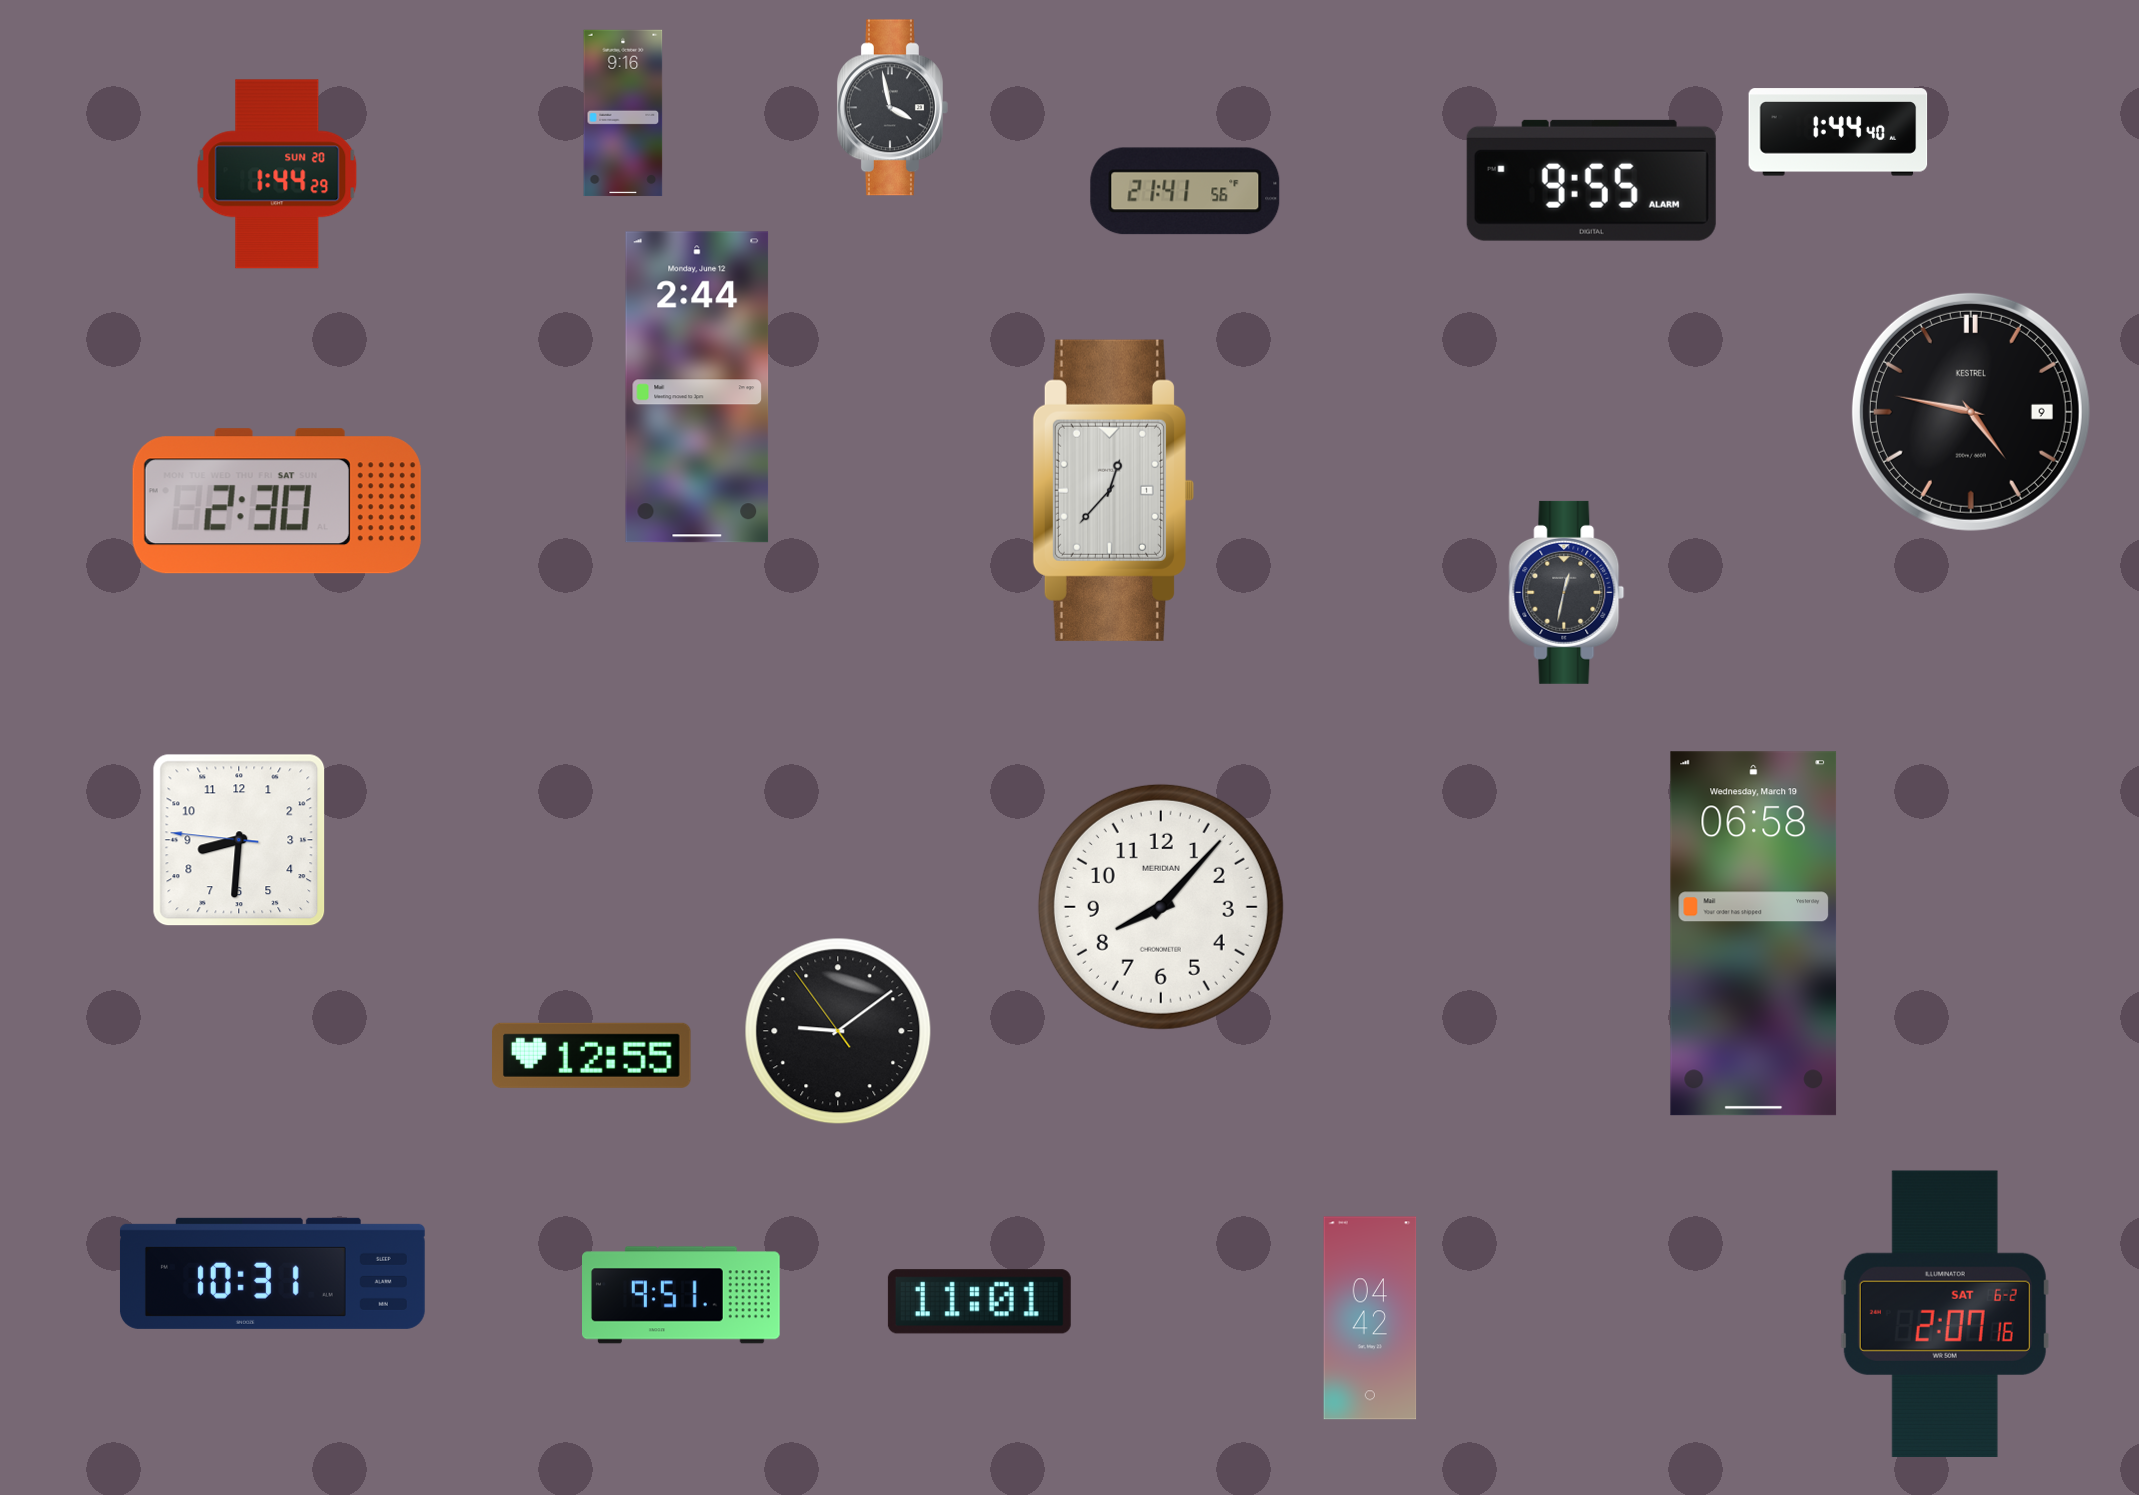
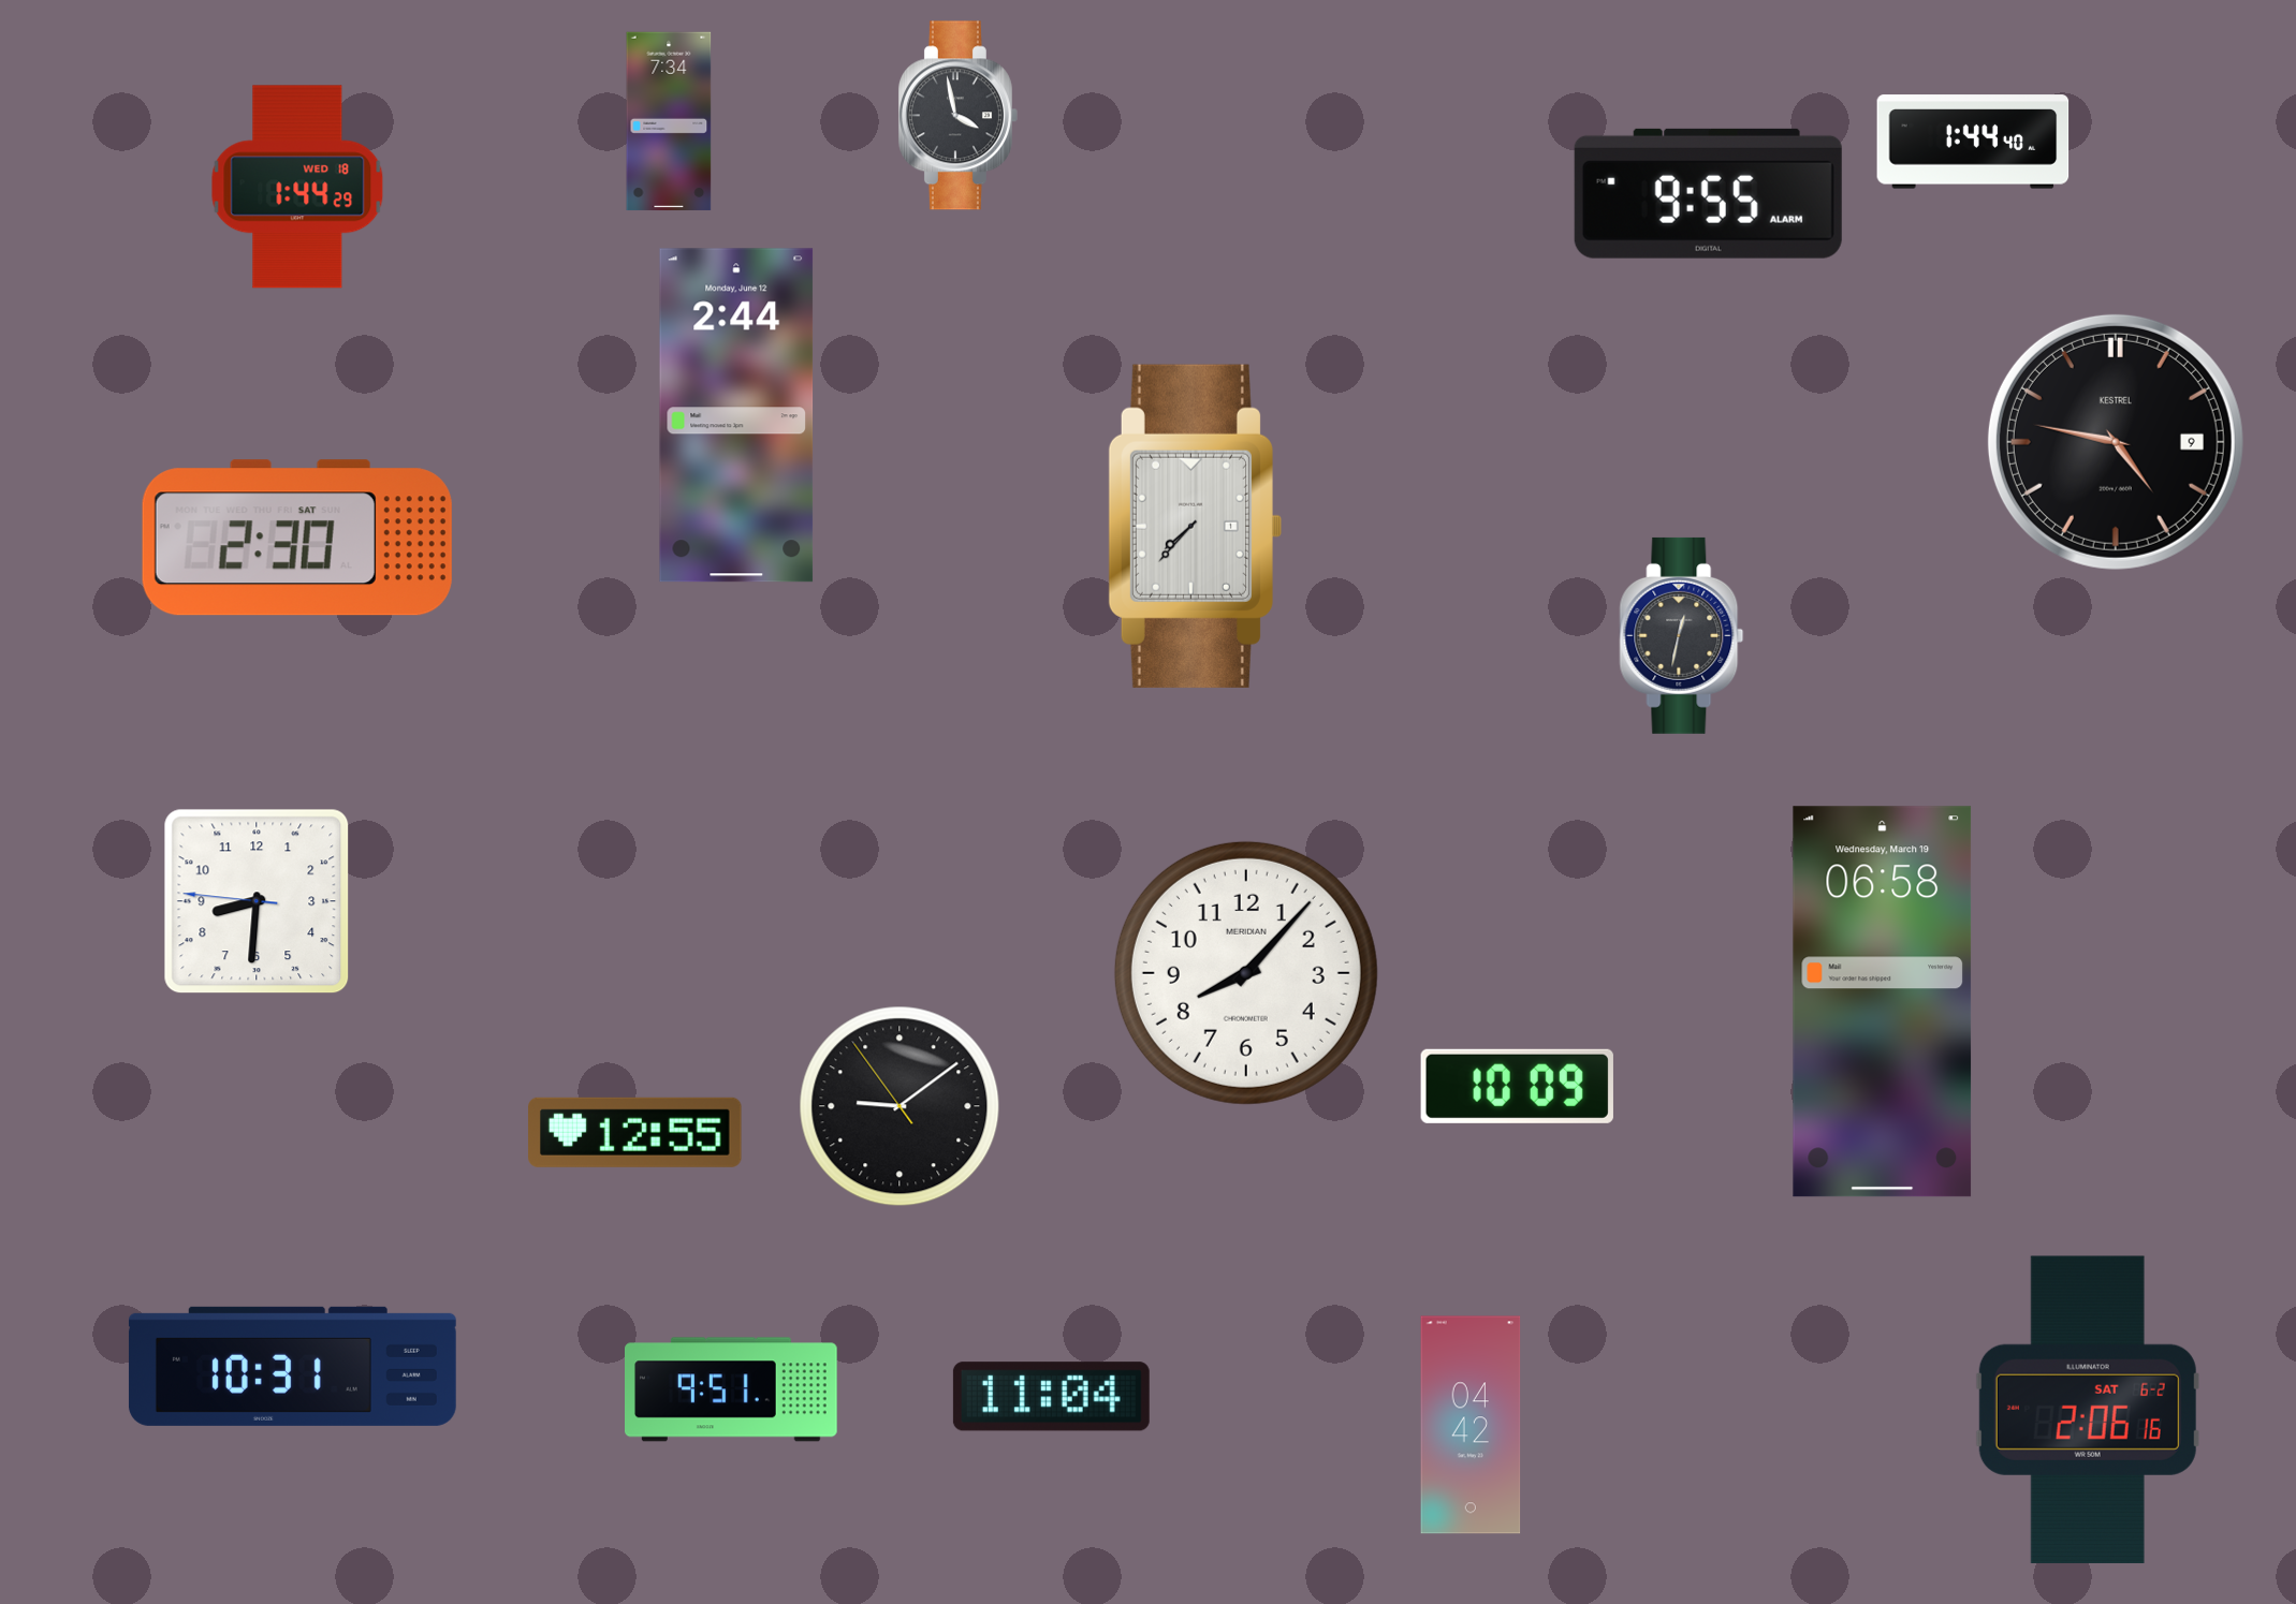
clock at (623, 113): 9:16 -> 7:34
clock at (277, 174) date: SUN 20 -> WED 18
clock at (1185, 191): 21:41 -> none
clock at (697, 387) position: (697, 387) -> (736, 415)
clock at (1113, 490): 12:37 -> 7:37
clock at (1517, 1086): none -> 10:09
clock at (979, 1302): 11:01 -> 11:04
clock at (1945, 1314): 2:07 -> 2:06
clock at (1370, 1318) position: (1370, 1318) -> (1471, 1425)
